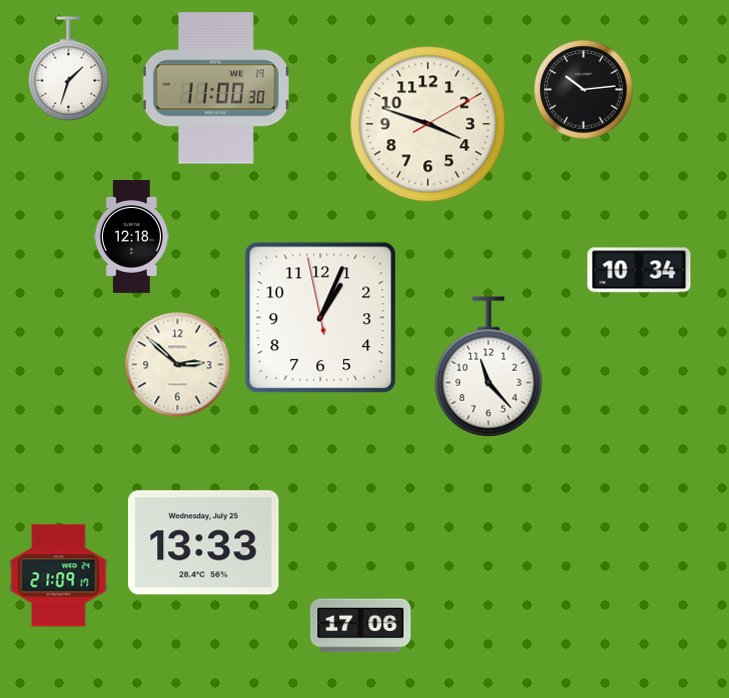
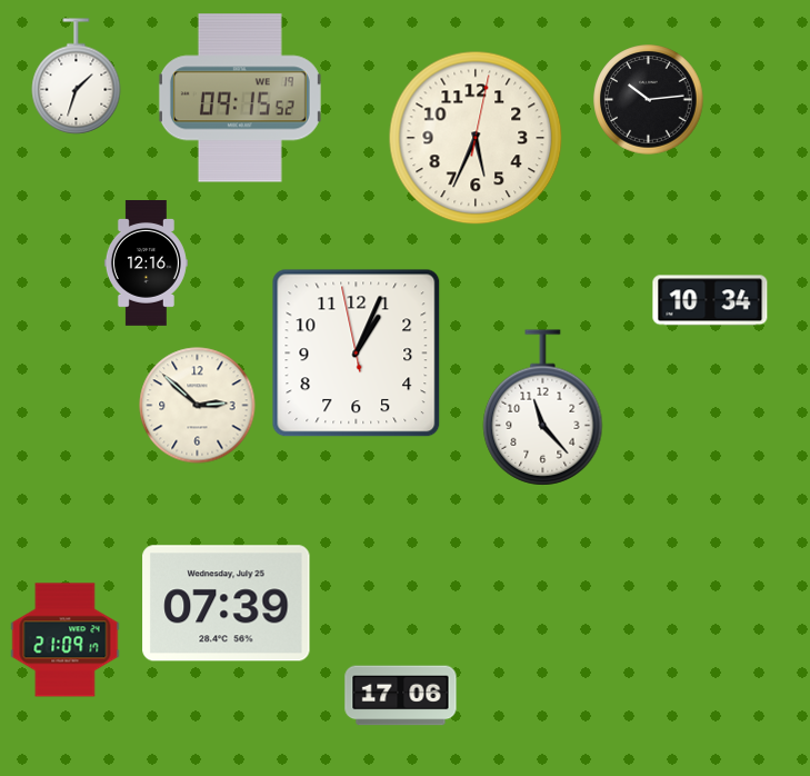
clock at (216, 88): 11:00 -> 09:15
clock at (428, 124): 3:48 -> 5:34
clock at (131, 237): 12:18 -> 12:16
clock at (204, 543): 13:33 -> 07:39
